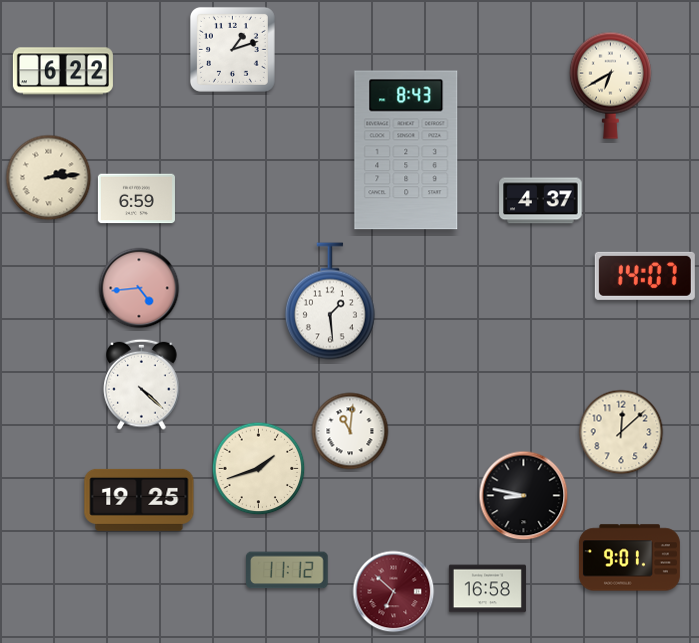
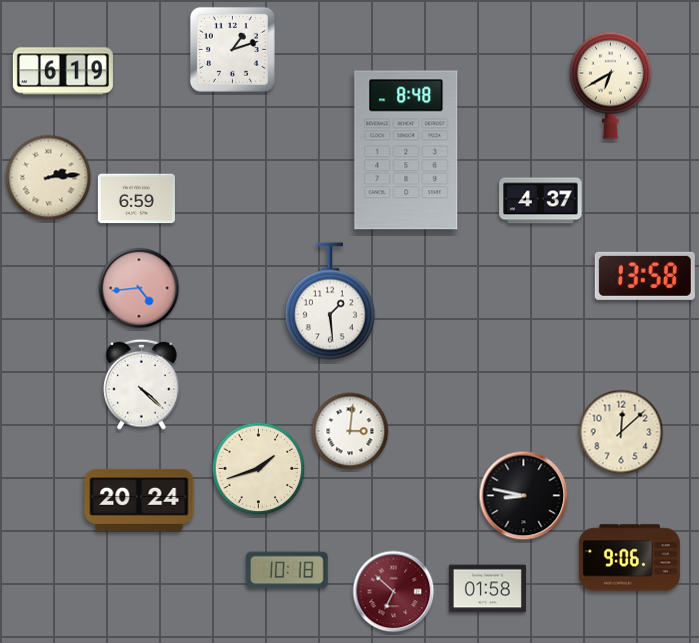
clock at (63, 71): 6:22 -> 6:19
clock at (406, 150): 8:43 -> 8:48
clock at (645, 276): 14:07 -> 13:58
clock at (350, 431): 11:01 -> 3:01
clock at (139, 500): 19:25 -> 20:24
clock at (629, 558): 9:01 -> 9:06
clock at (287, 570): 11:12 -> 10:18
clock at (487, 589): 16:58 -> 01:58
